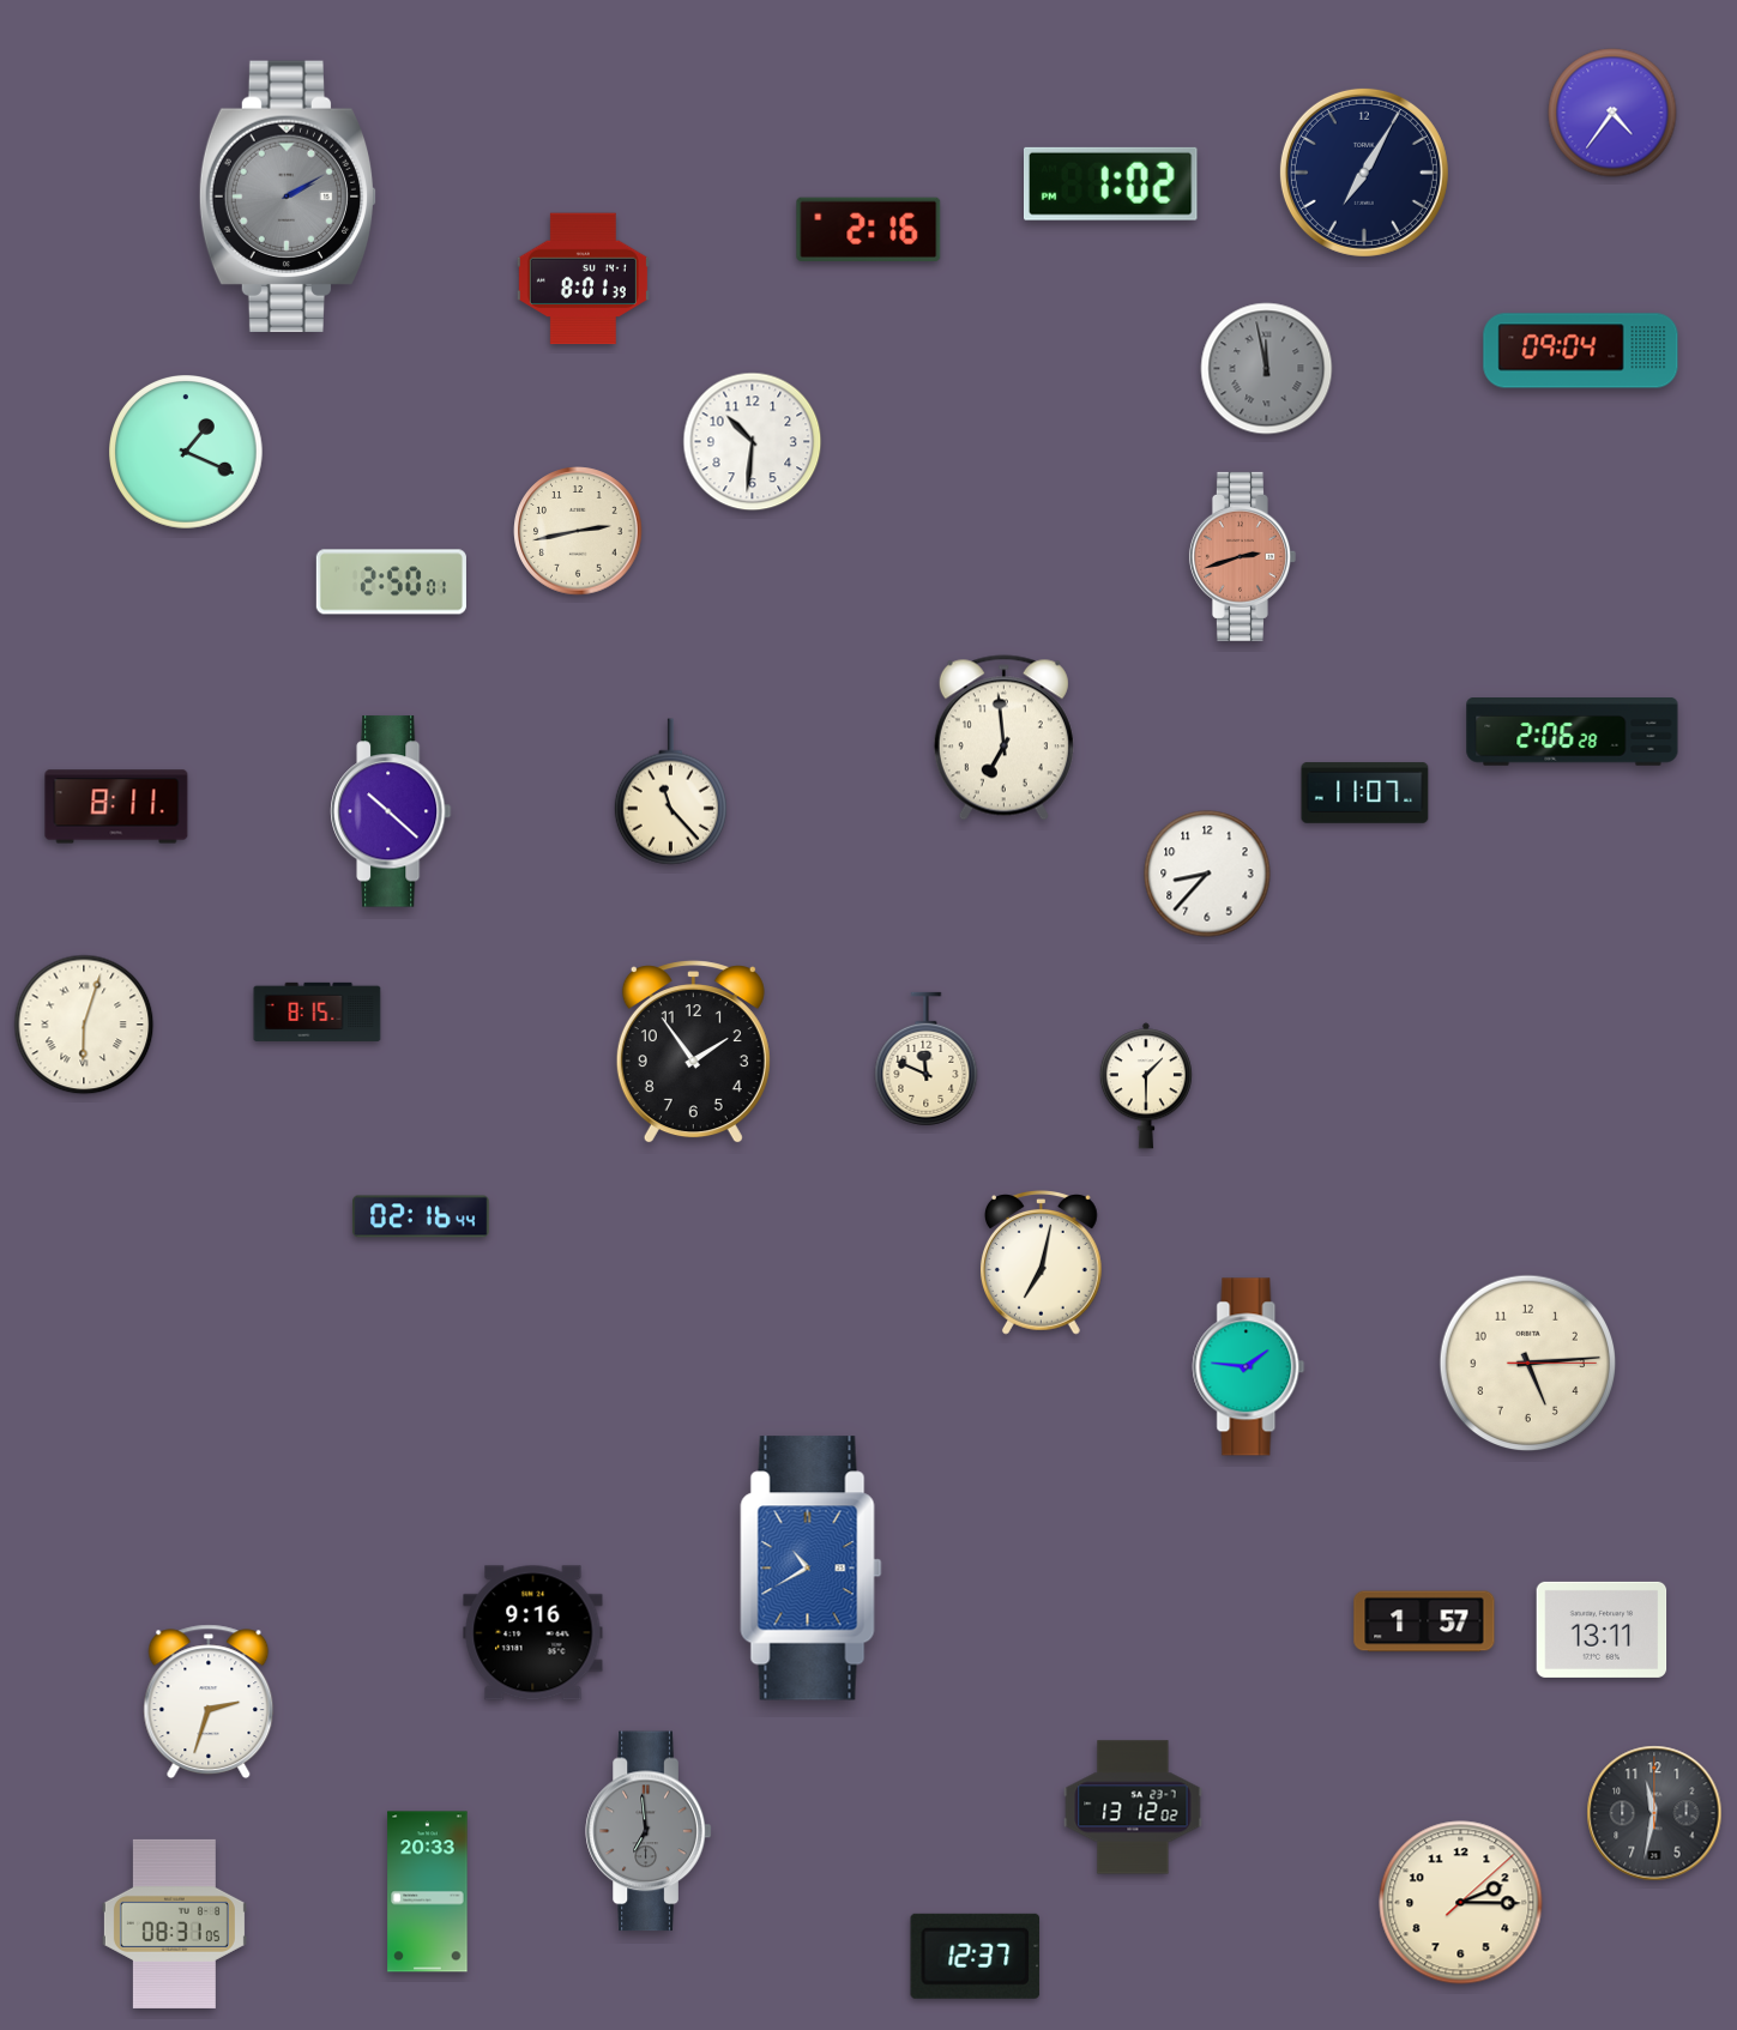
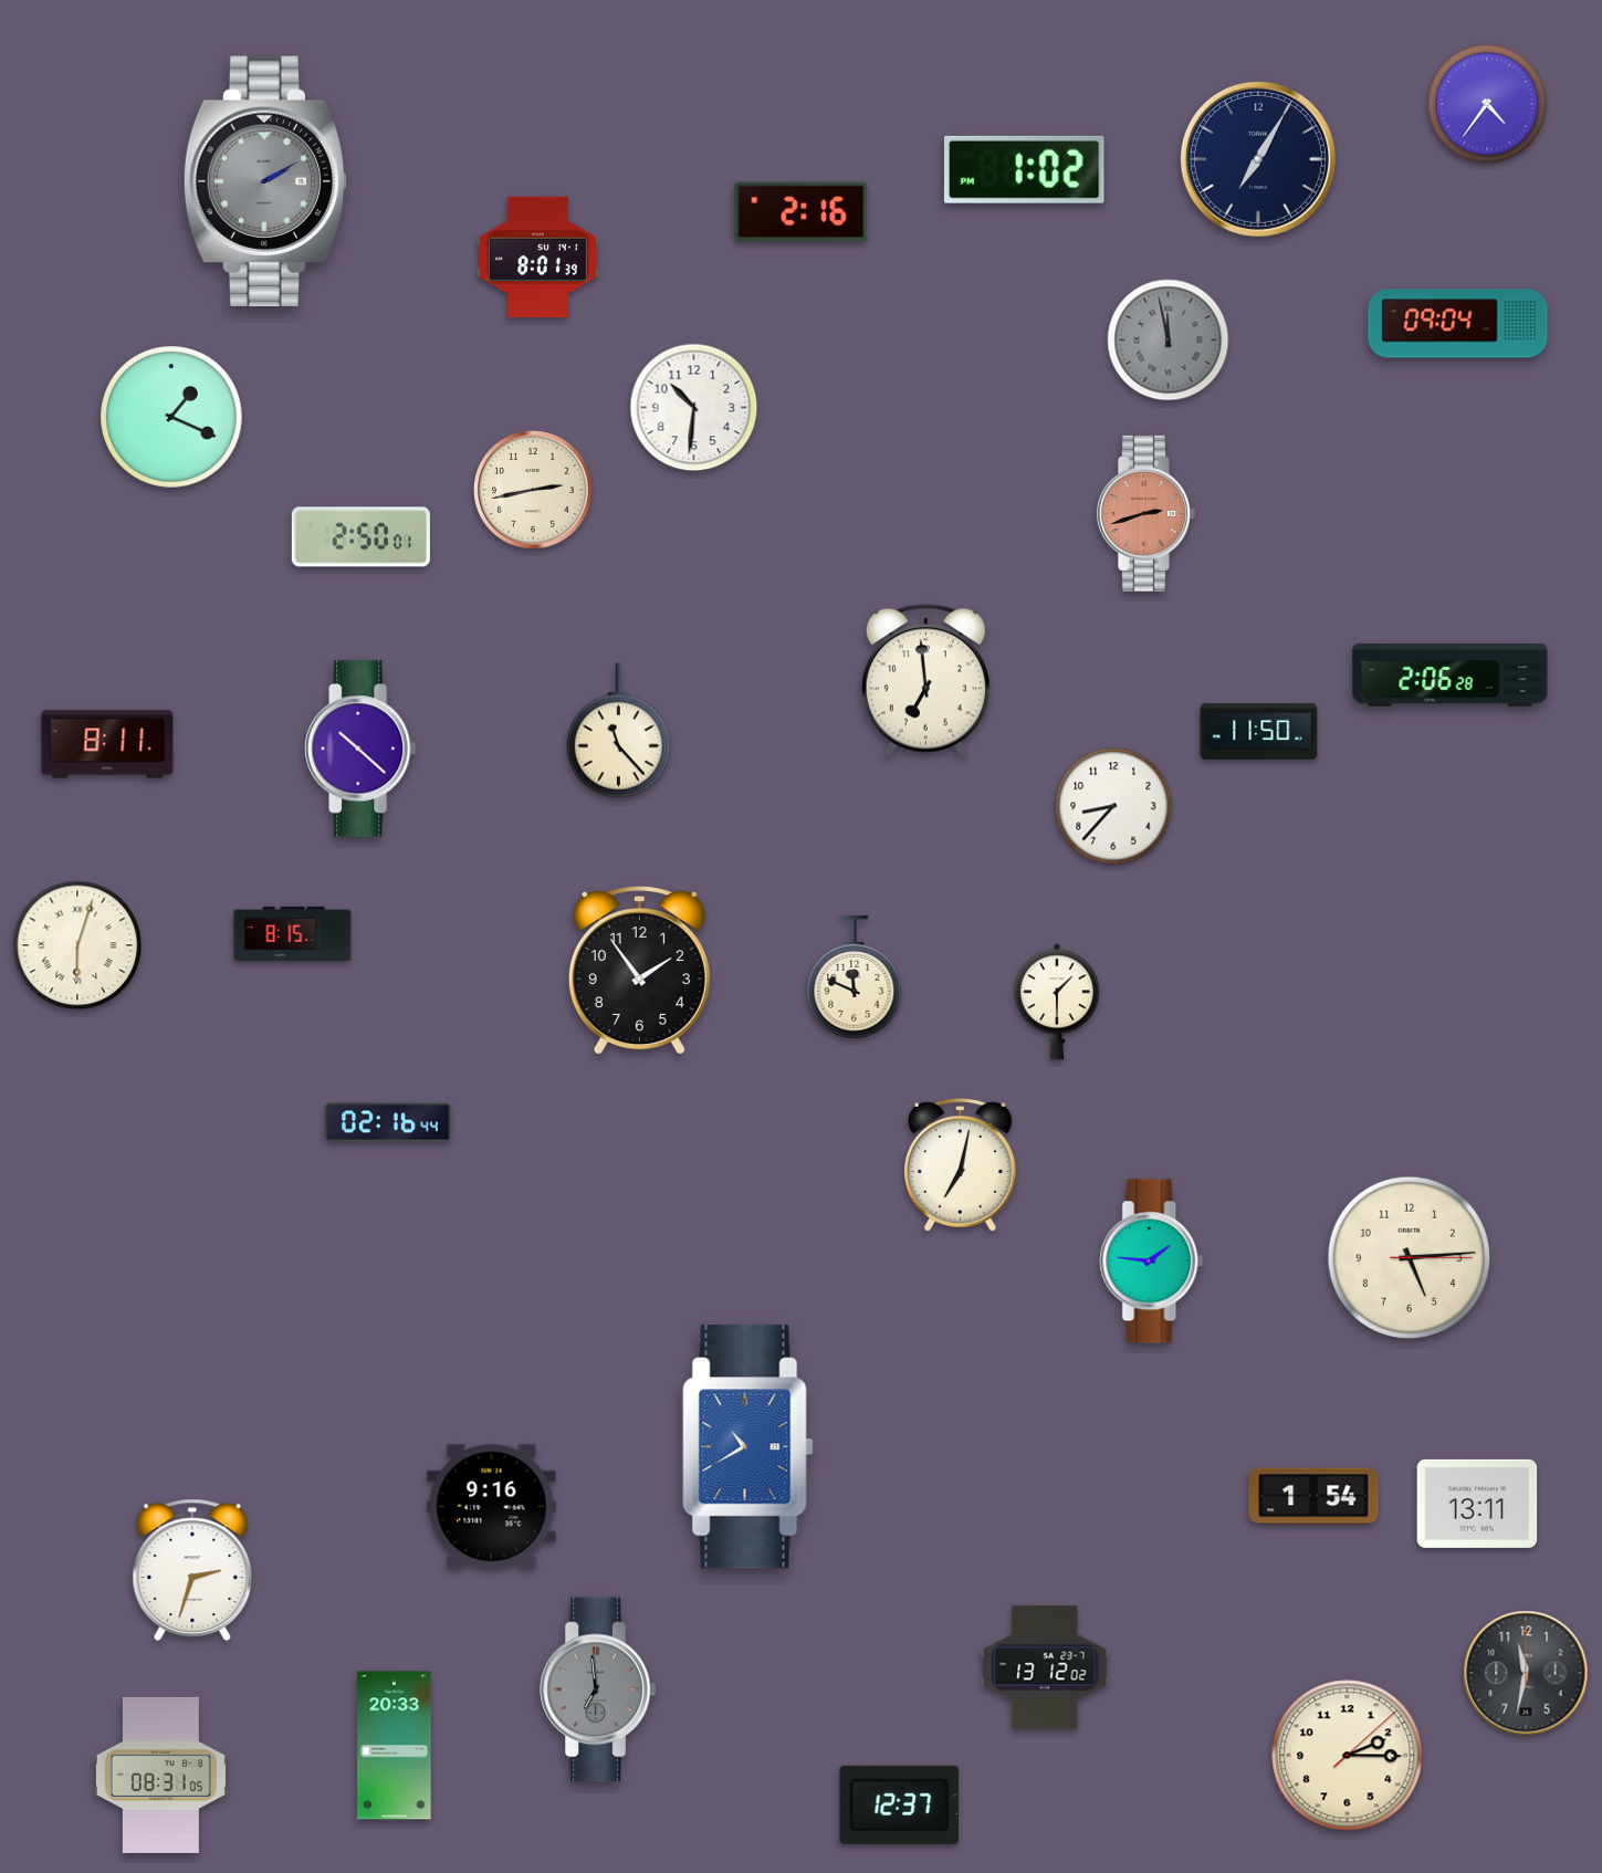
clock at (1365, 793): 11:07 -> 11:50
clock at (1424, 1621): 1:57 -> 1:54
